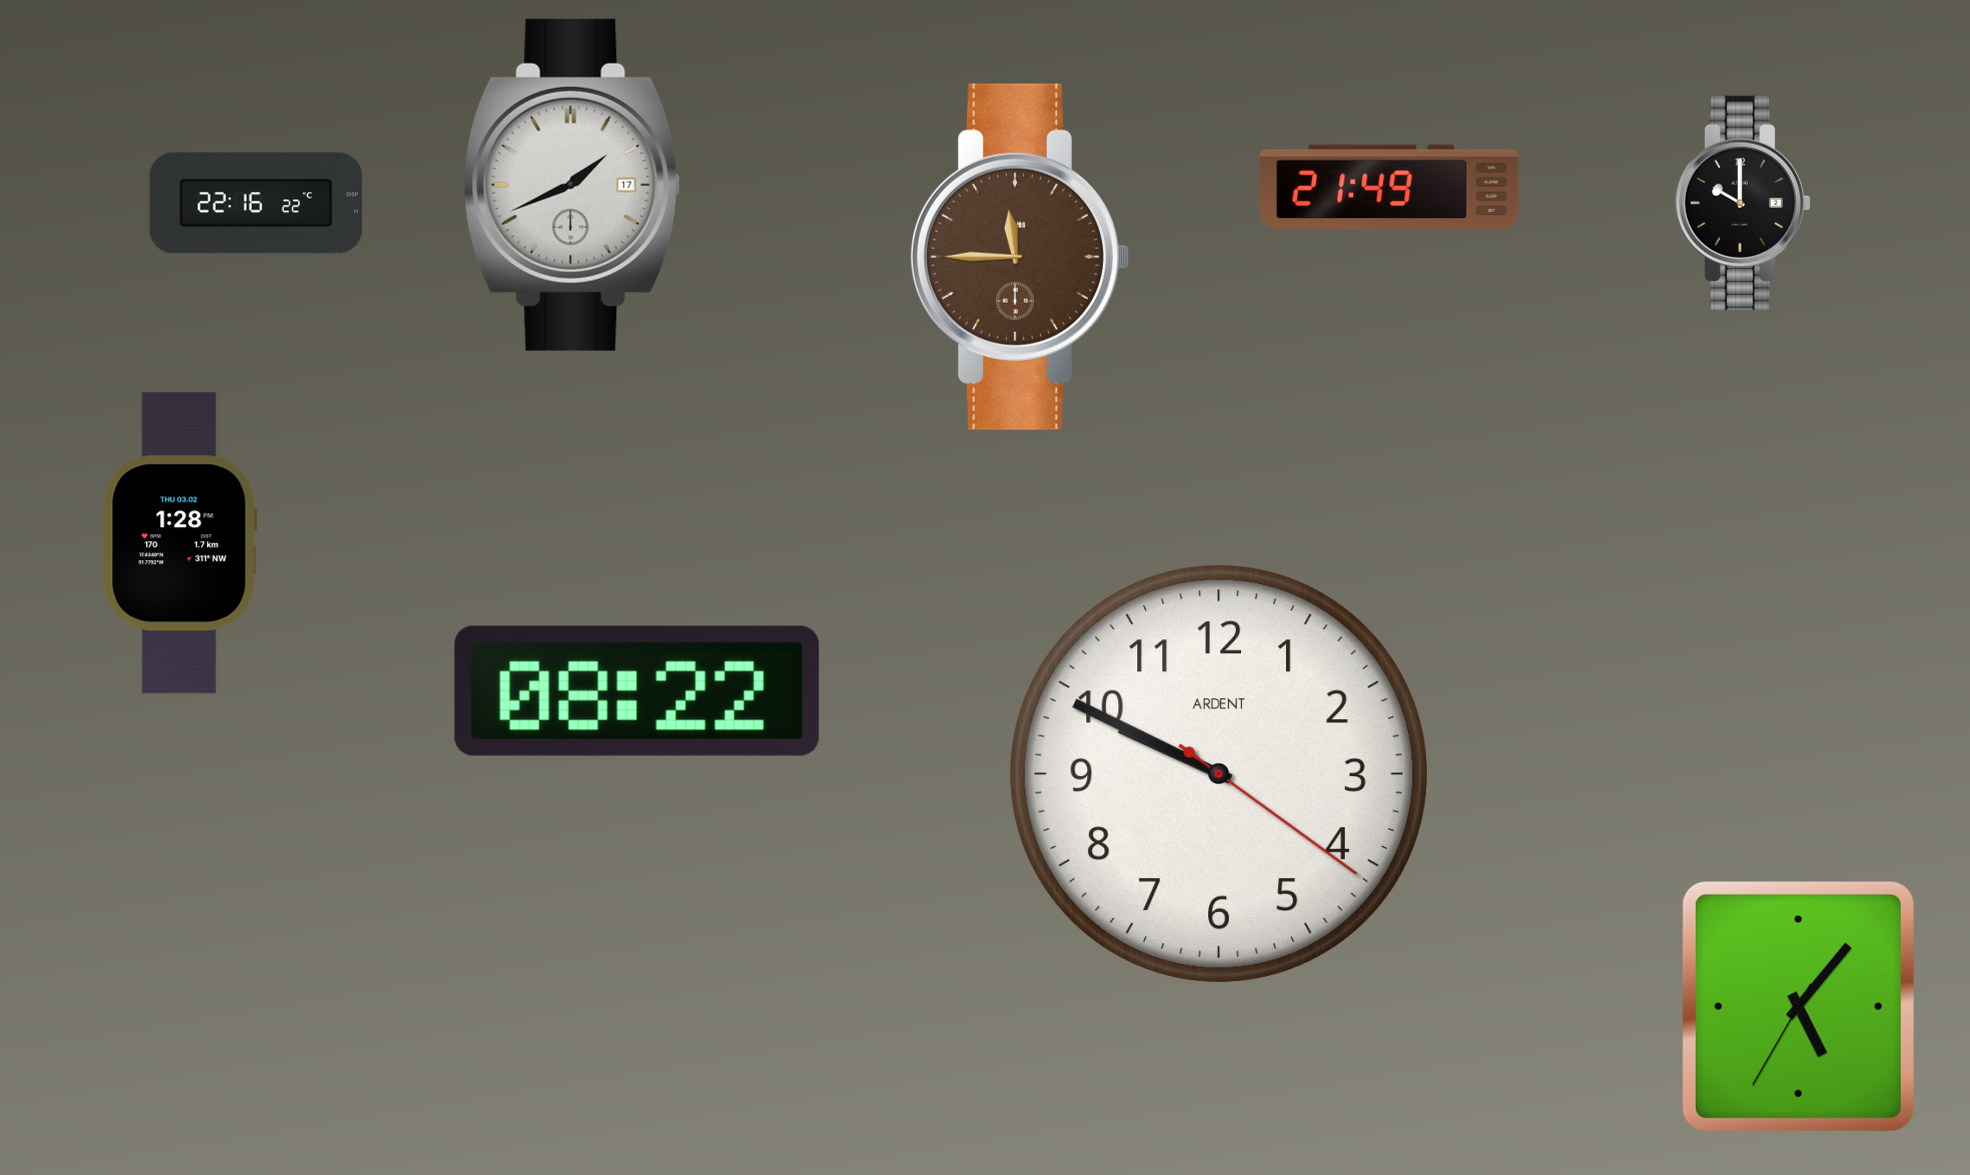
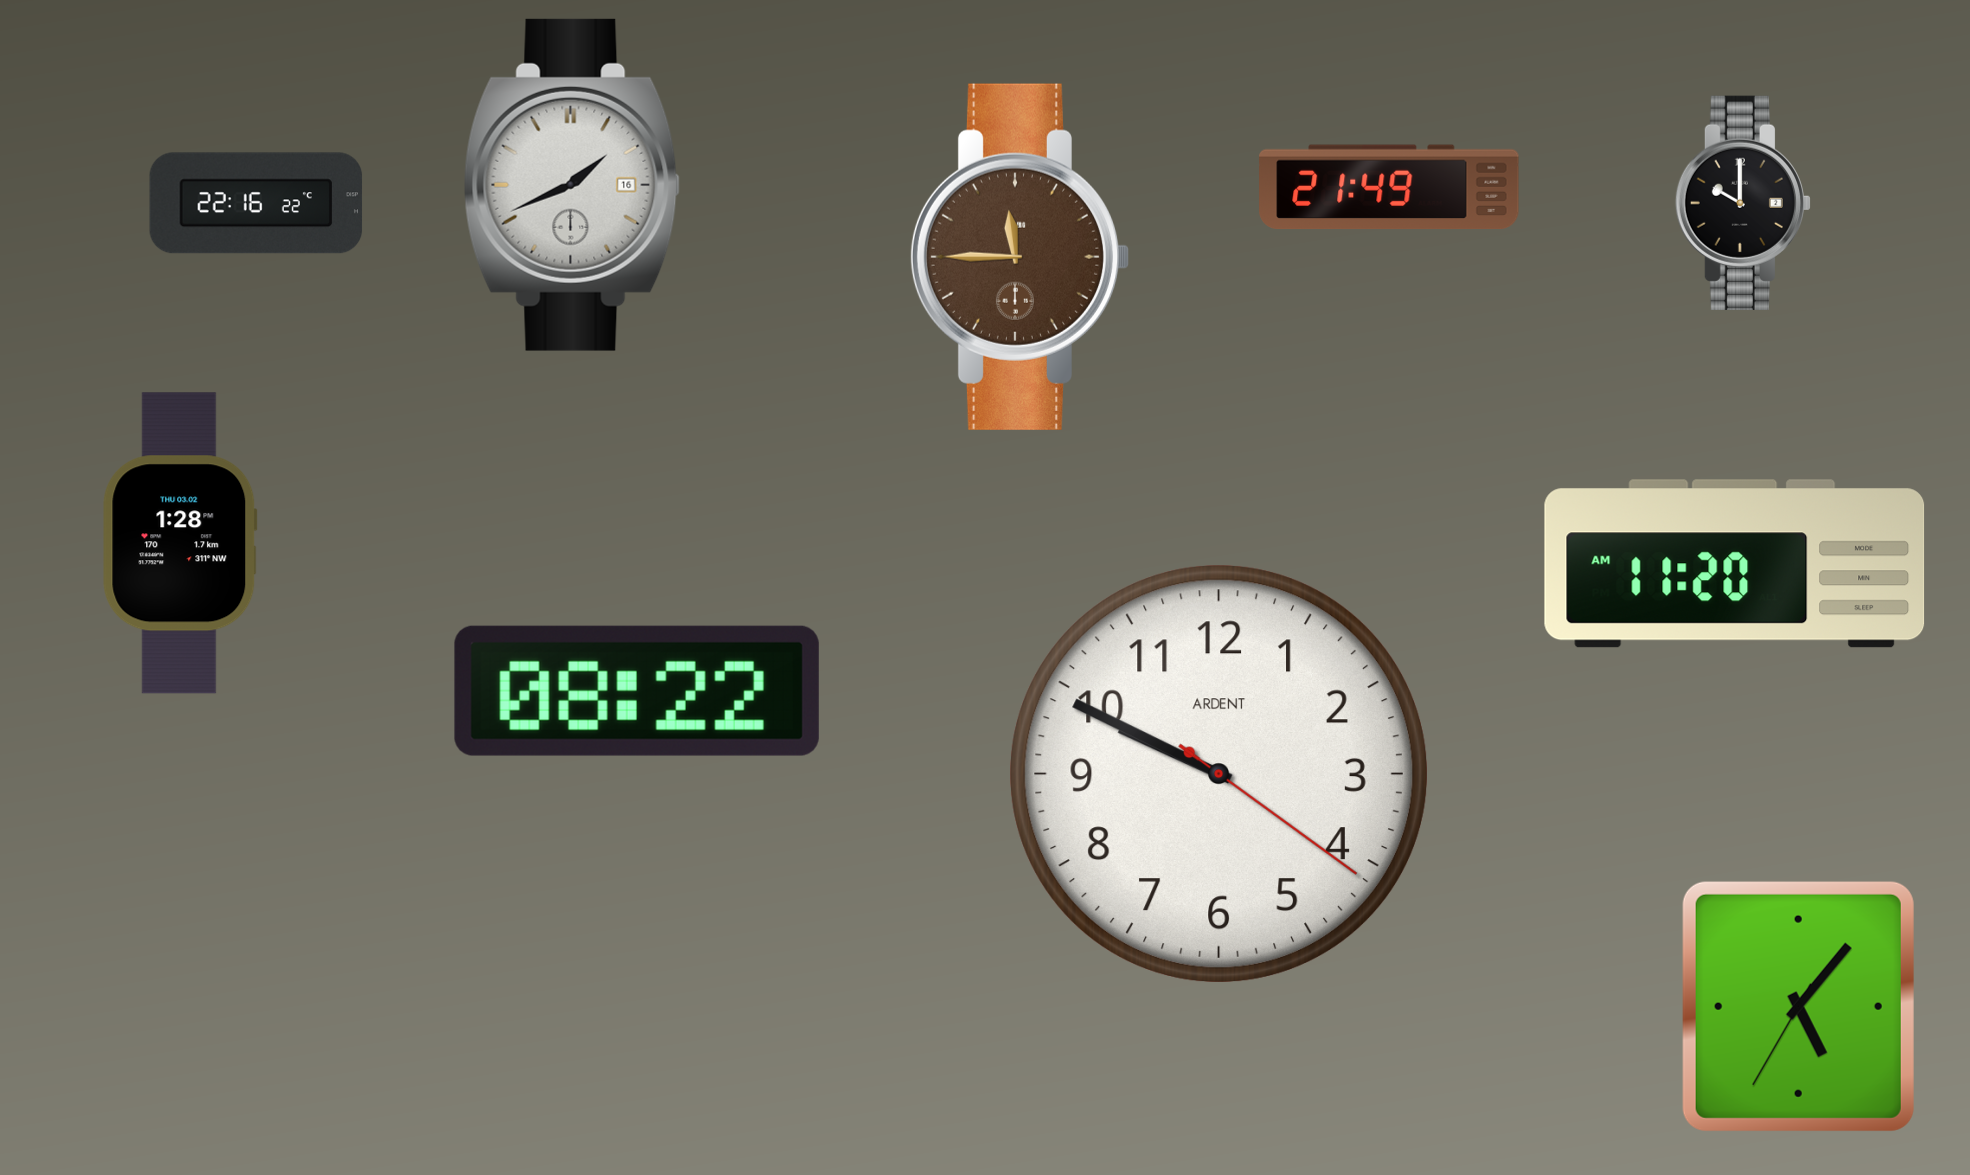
clock at (572, 185) date: 17 -> 16
clock at (1735, 564): none -> 11:20
